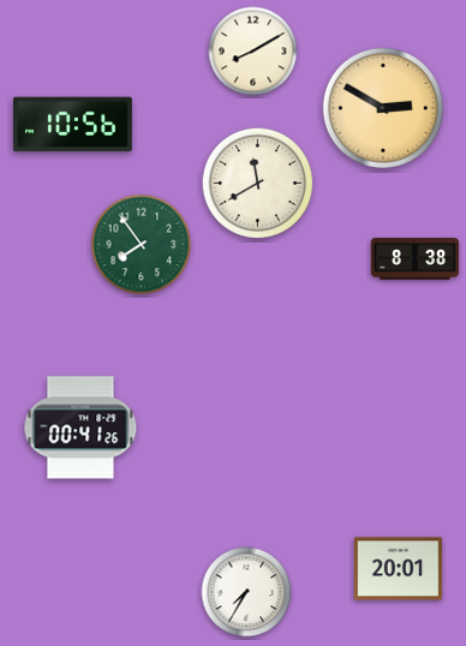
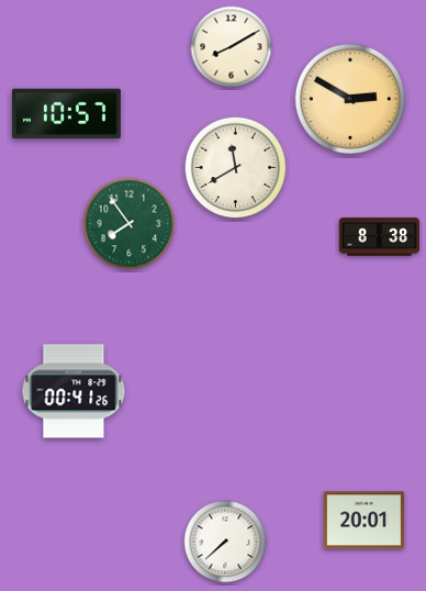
clock at (72, 125): 10:56 -> 10:57
clock at (246, 592): 7:35 -> 7:38
